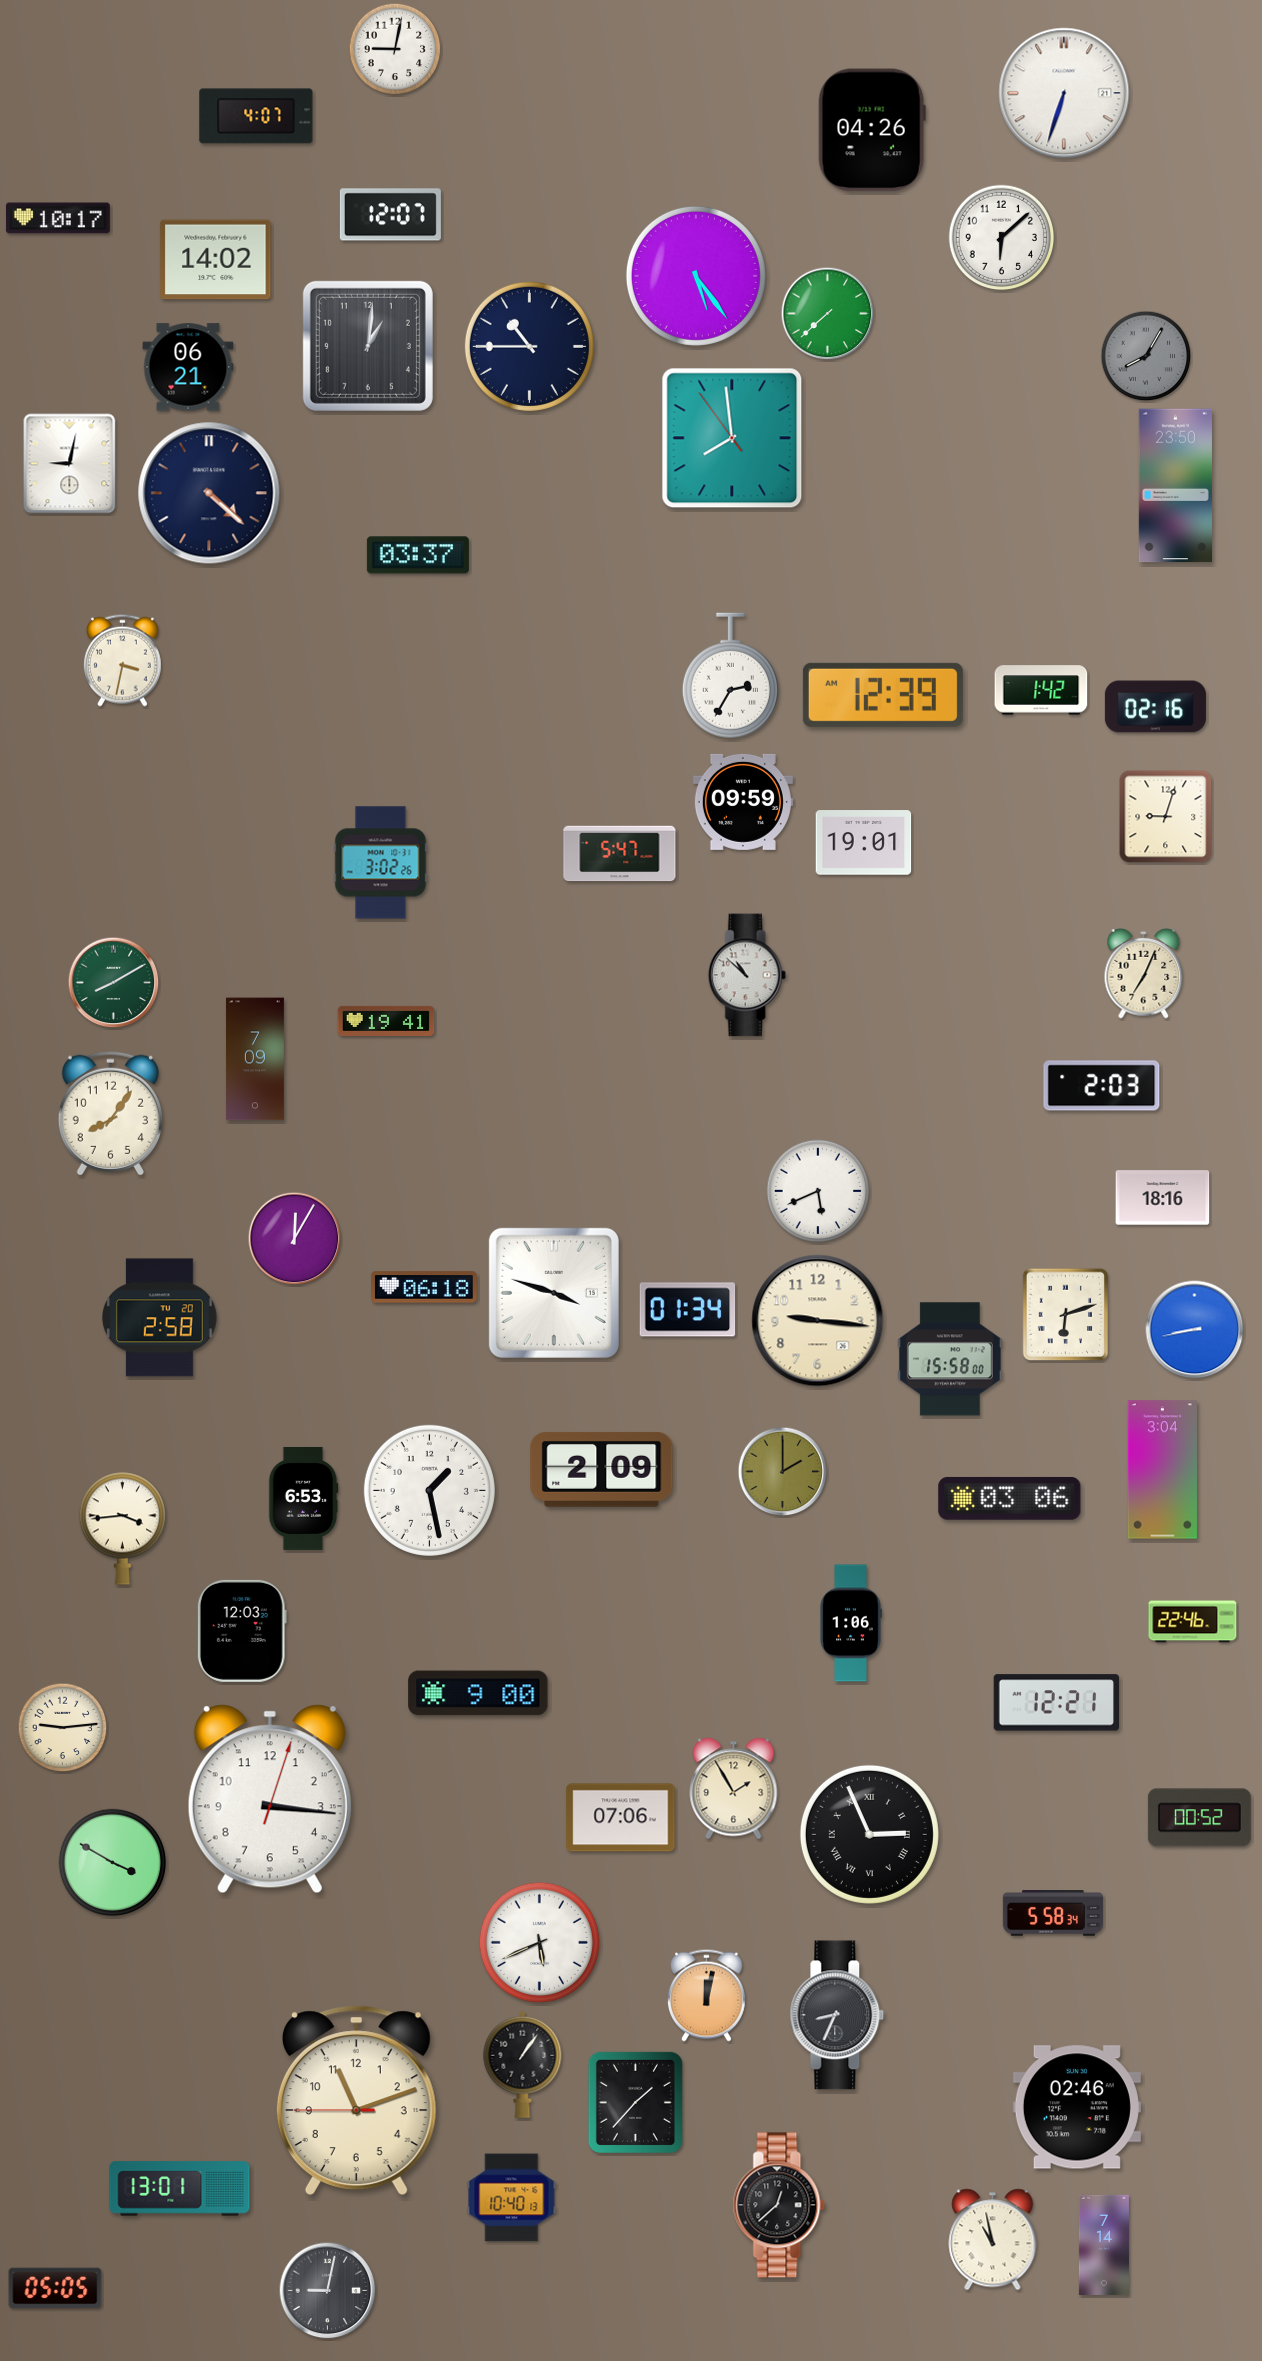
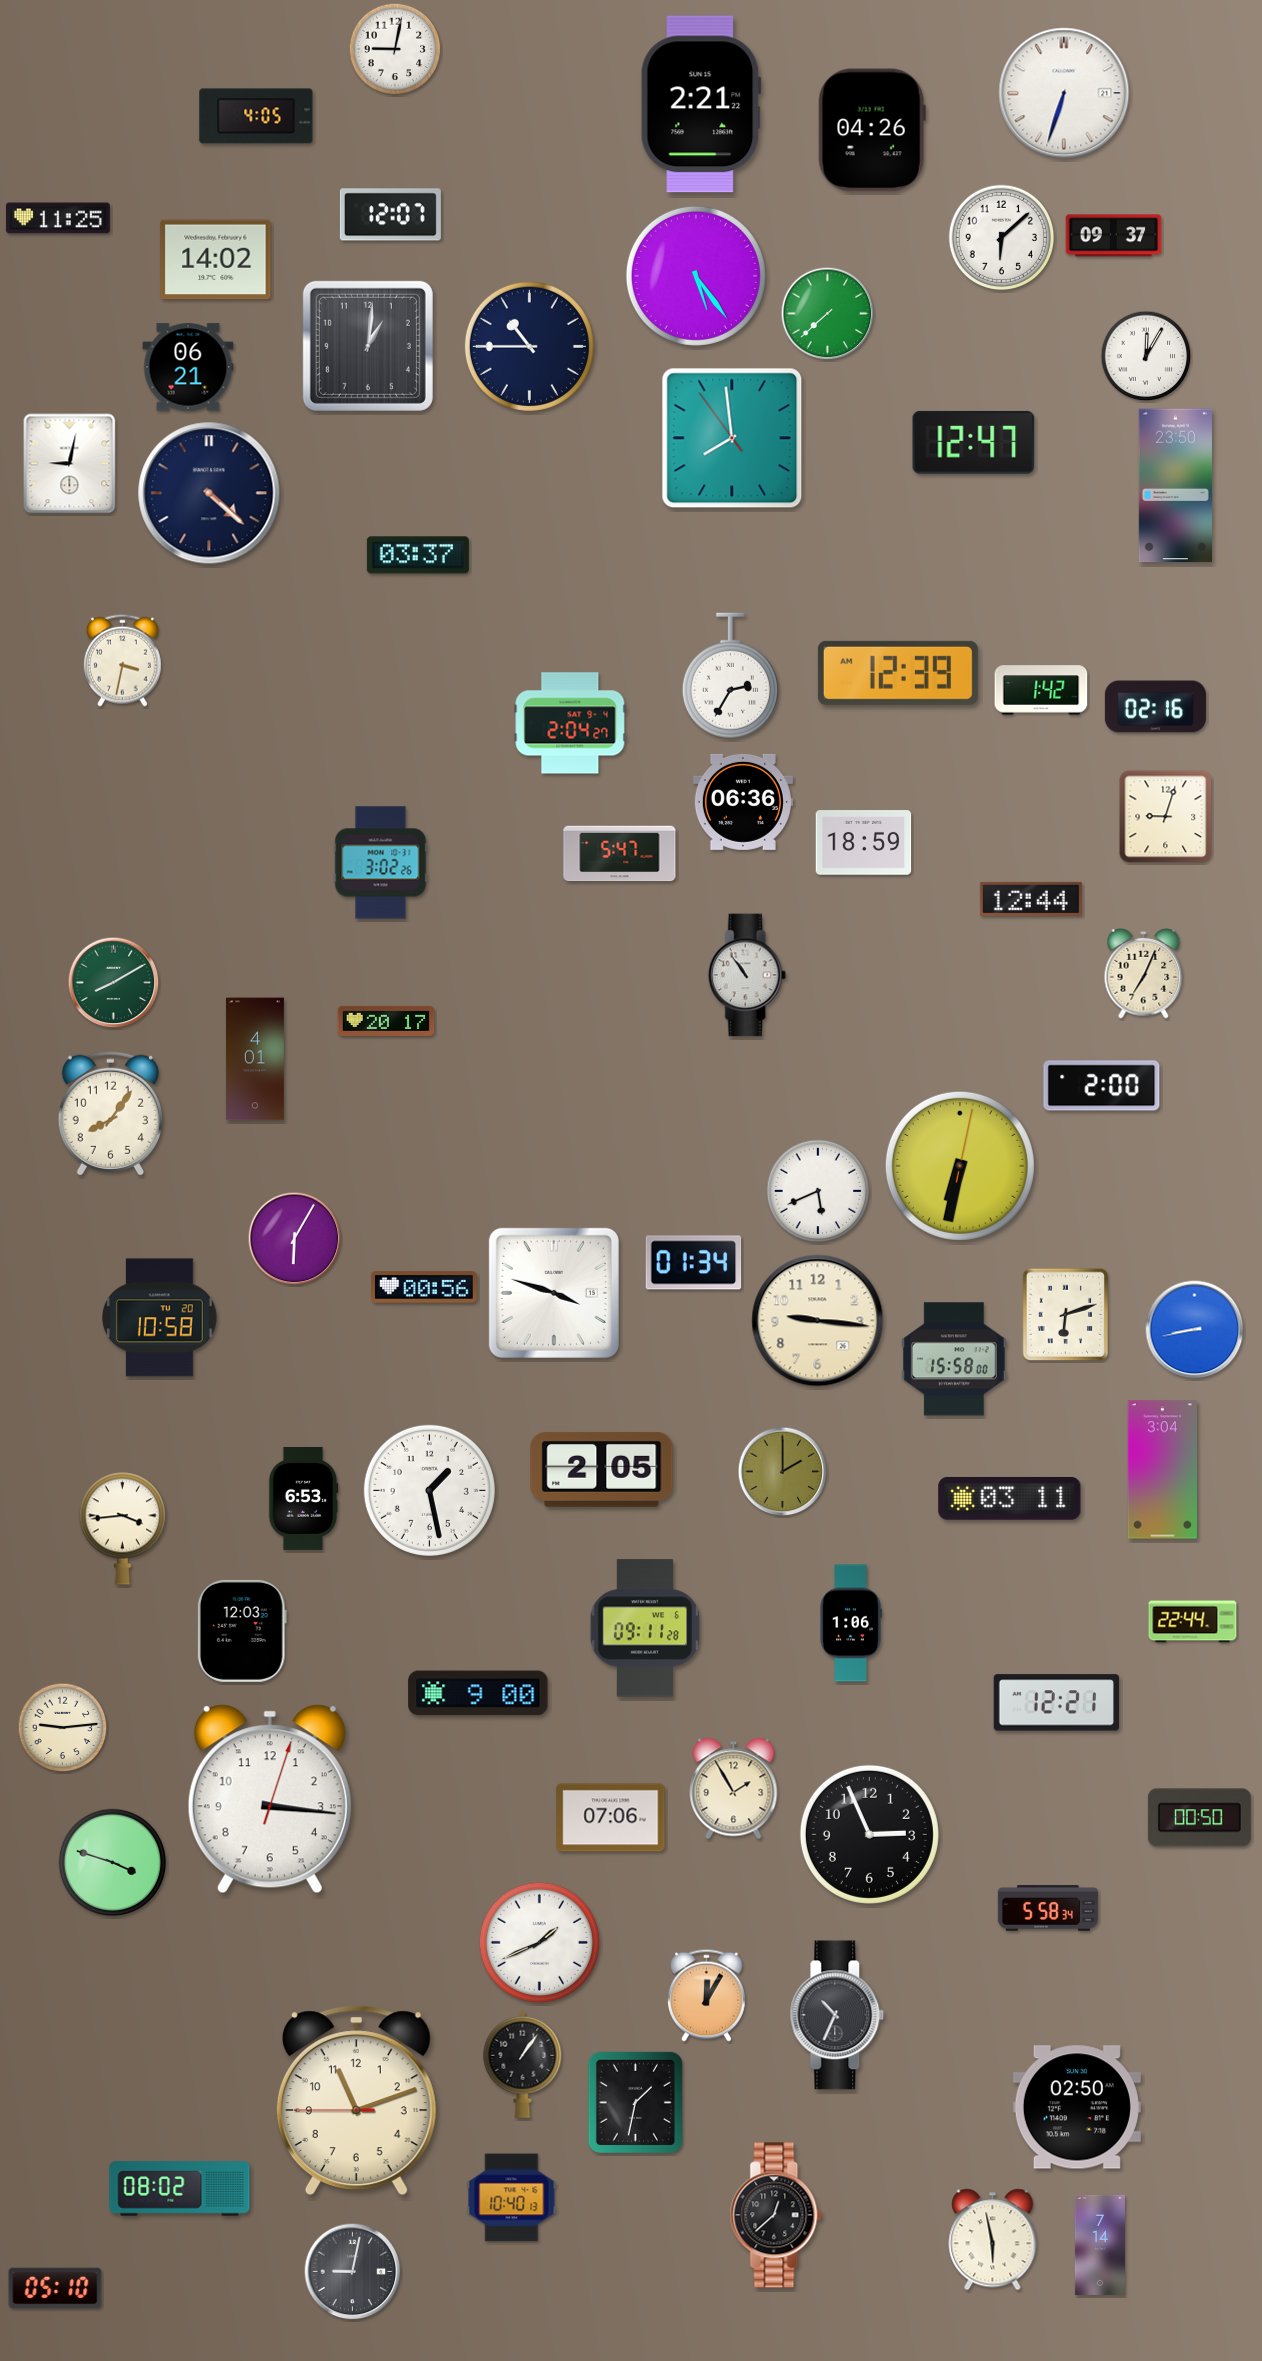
clock at (701, 104): none -> 2:21
clock at (256, 116): 4:07 -> 4:05
clock at (58, 218): 10:17 -> 11:25
clock at (1114, 236): none -> 09:37
clock at (1146, 356): 8:05 -> 12:05
clock at (1146, 356) dial: grey -> white
clock at (974, 442): none -> 12:47
clock at (883, 695) position: (883, 695) -> (898, 673)
clock at (570, 723): none -> 2:04
clock at (743, 802): 09:59 -> 06:36
clock at (864, 843): 19:01 -> 18:59
clock at (1031, 899): none -> 12:44
clock at (747, 975): 10:52 -> 10:54
clock at (386, 1021): 19:41 -> 20:17
clock at (255, 1059): 7:09 -> 4:01
clock at (1102, 1086): 2:03 -> 2:00
clock at (960, 1166): none -> 6:32
clock at (1163, 1198): 18:16 -> none
clock at (295, 1239): 12:05 -> 6:05
clock at (424, 1287): 06:18 -> 00:56
clock at (688, 1310) position: (688, 1310) -> (694, 1263)
clock at (159, 1318): 2:58 -> 10:58
clock at (951, 1359) position: (951, 1359) -> (955, 1359)
clock at (602, 1469): 2:09 -> 2:05
clock at (1010, 1498): 03:06 -> 03:11
clock at (1193, 1622): 22:46 -> 22:44
clock at (645, 1628): none -> 09:11
clock at (621, 1818) position: (621, 1818) -> (611, 1818)
clock at (1199, 1818): 00:52 -> 00:50
clock at (869, 1834) numerals: Roman -> Arabic
clock at (113, 1863): 3:50 -> 3:48
clock at (1053, 1913) position: (1053, 1913) -> (1048, 1908)
clock at (539, 1942): 5:41 -> 1:41
clock at (706, 1995): 12:02 -> 12:05
clock at (837, 2015): 8:34 -> 10:34
clock at (635, 2102): 1:37 -> 1:32
clock at (1077, 2107): 02:46 -> 02:50
clock at (180, 2189): 13:01 -> 08:02
clock at (779, 2205) position: (779, 2205) -> (776, 2215)
clock at (993, 2240): 10:58 -> 5:58
clock at (1104, 2245) position: (1104, 2245) -> (1100, 2245)
clock at (55, 2288): 05:05 -> 05:10
clock at (328, 2291) position: (328, 2291) -> (353, 2272)
